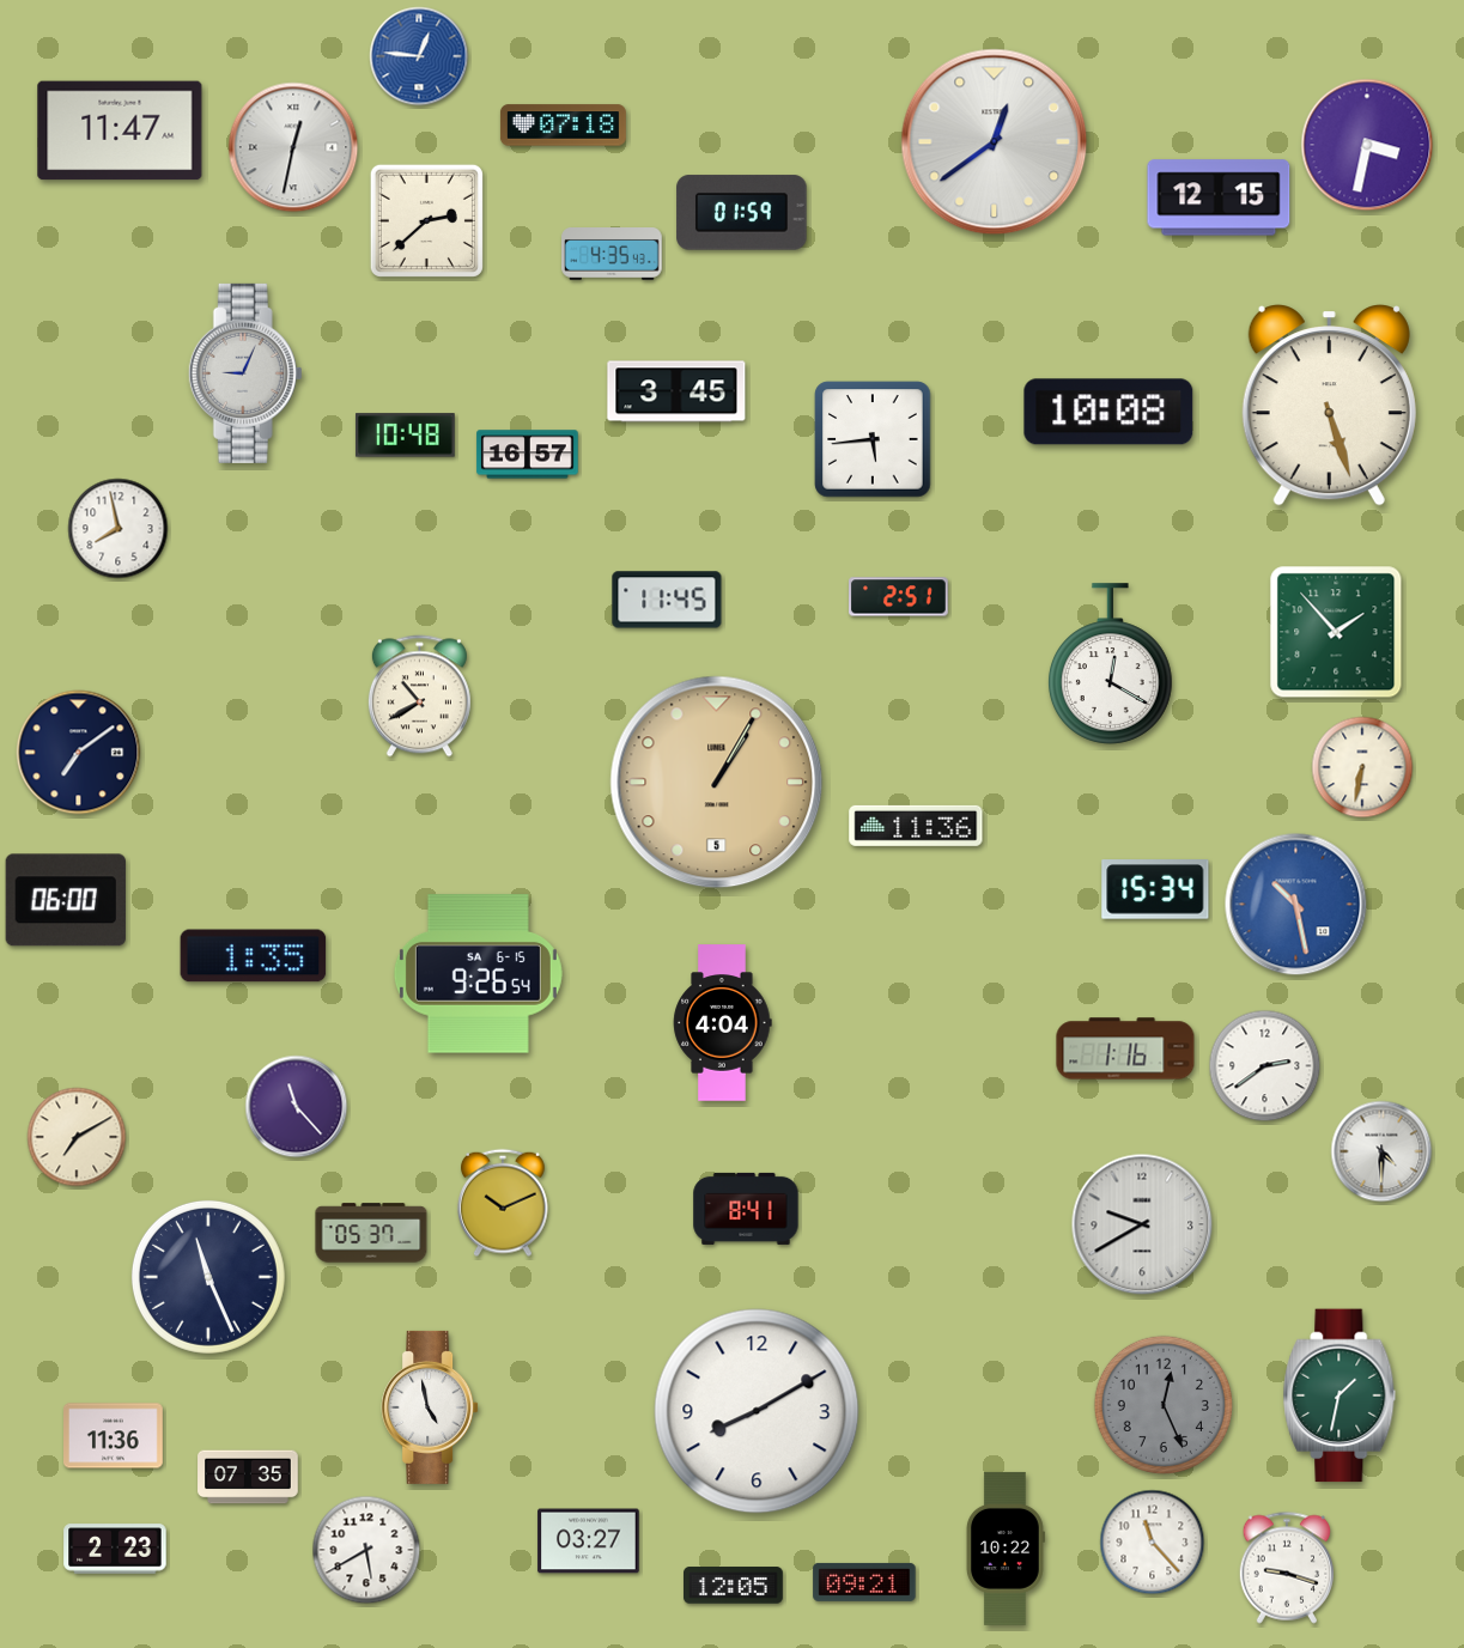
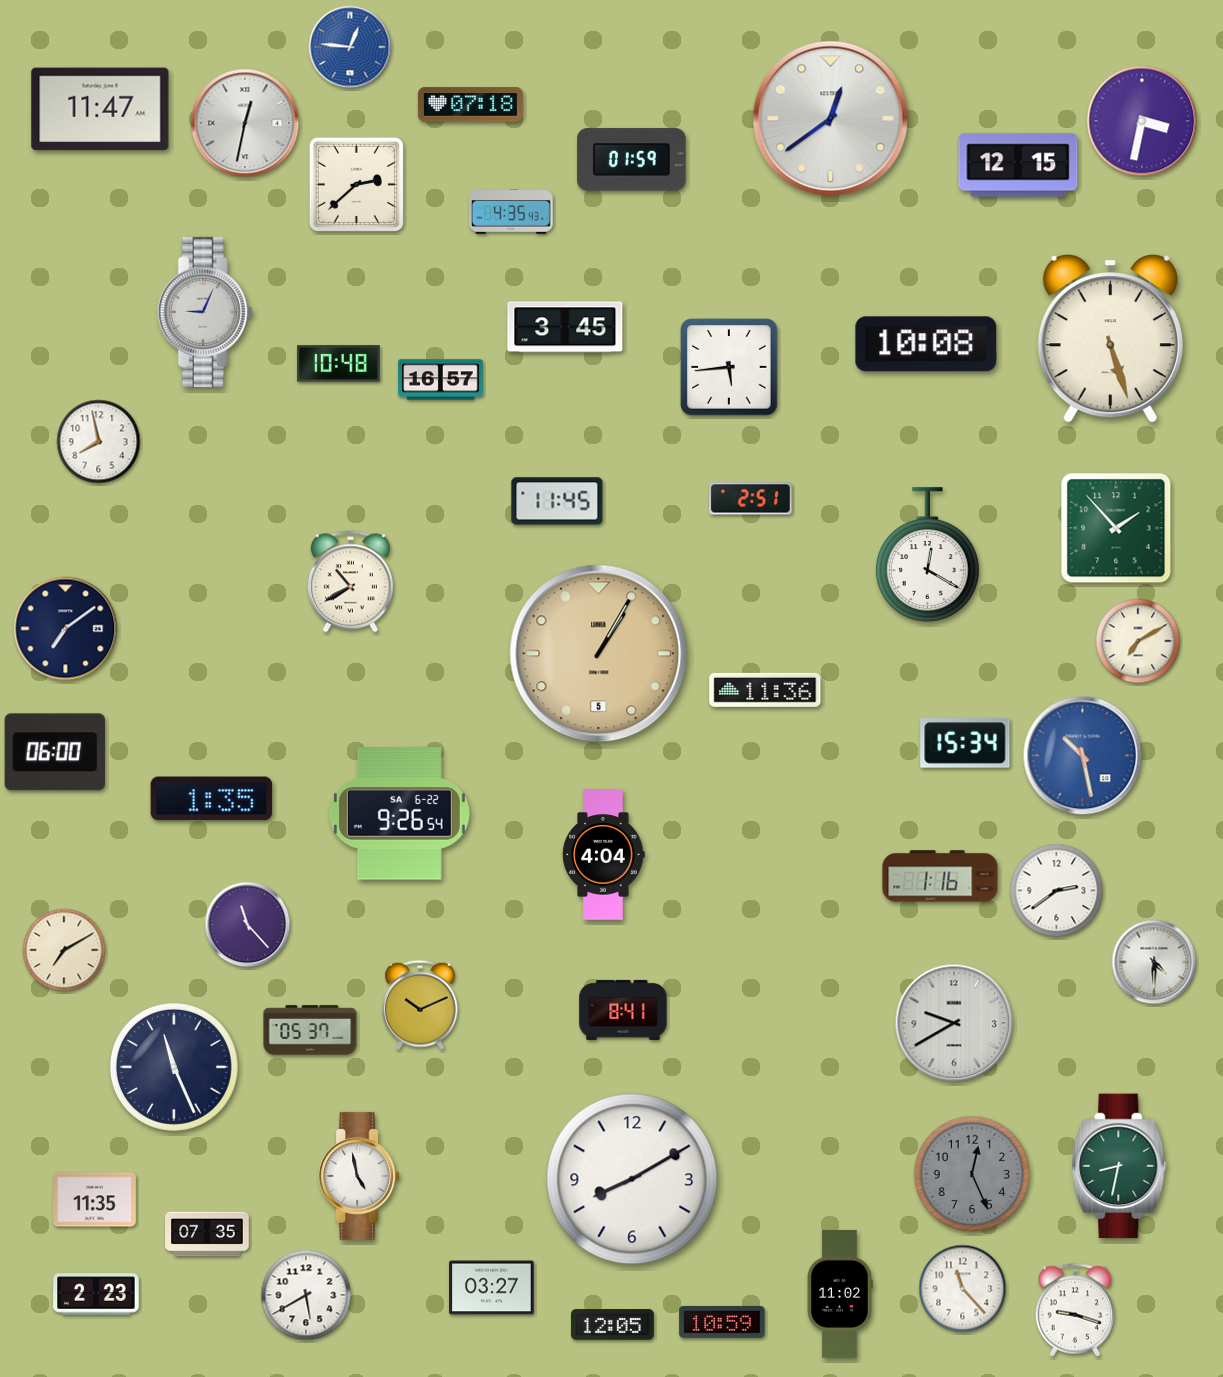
clock at (742, 213) position: (742, 213) -> (632, 160)
clock at (1362, 767): 6:32 -> 7:10
clock at (478, 974) date: SA 6-15 -> SA 6-22
clock at (1340, 1395): 1:32 -> 8:32
clock at (114, 1436): 11:36 -> 11:35
clock at (1006, 1549): 10:22 -> 11:02
clock at (864, 1582): 09:21 -> 10:59
